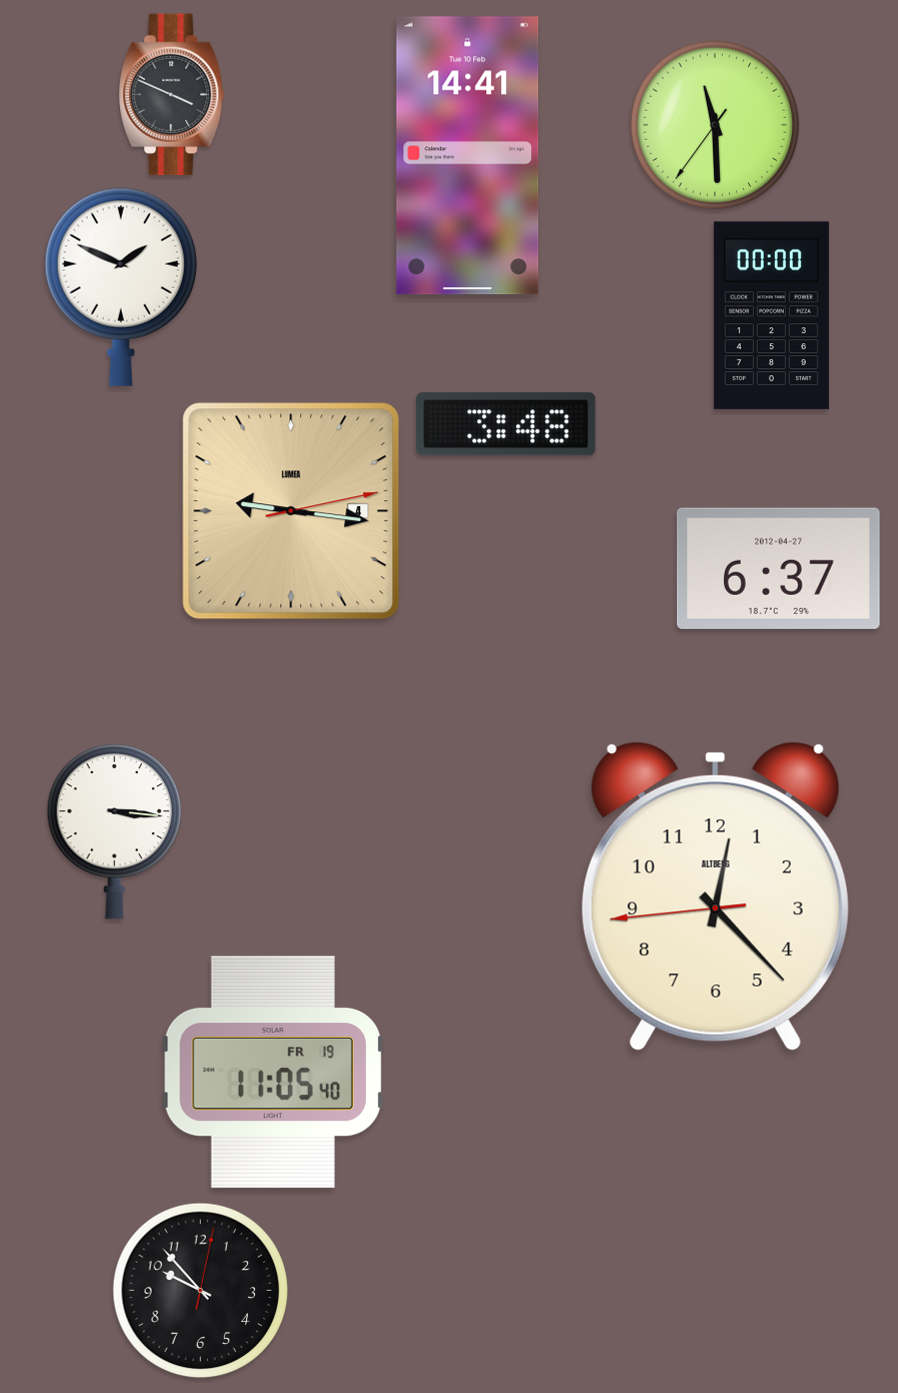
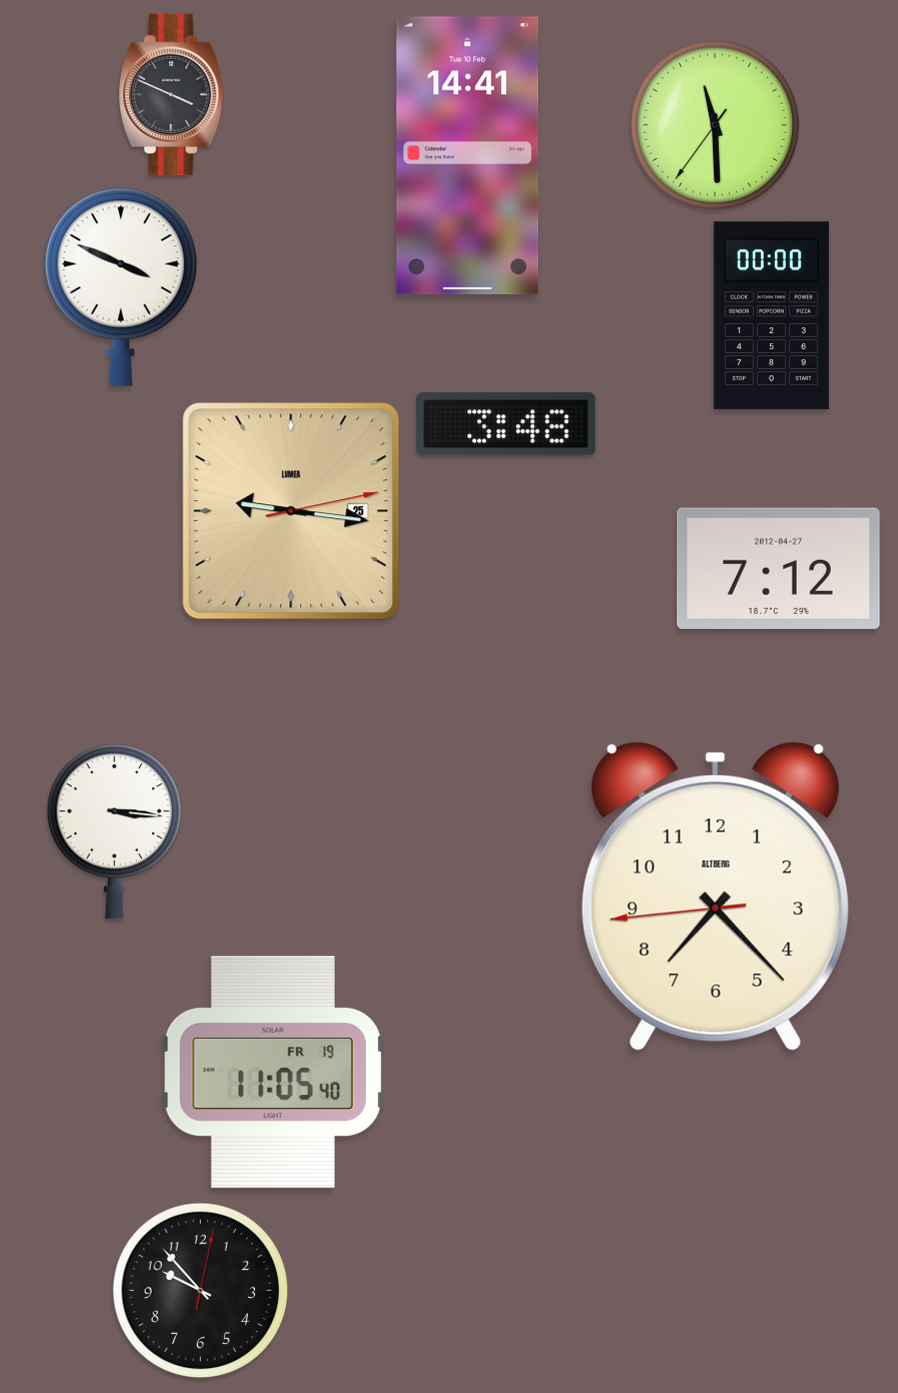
clock at (121, 287): 1:49 -> 3:49
clock at (291, 511) date: 4 -> 25
clock at (778, 568): 6:37 -> 7:12
clock at (715, 896): 12:22 -> 7:22
